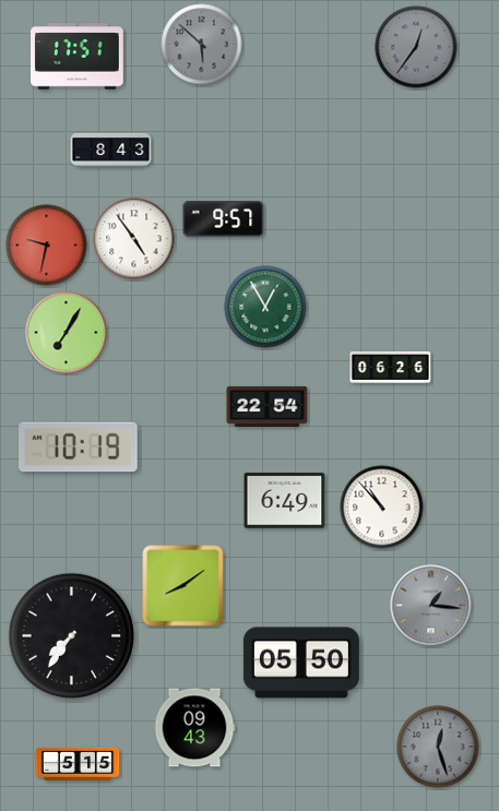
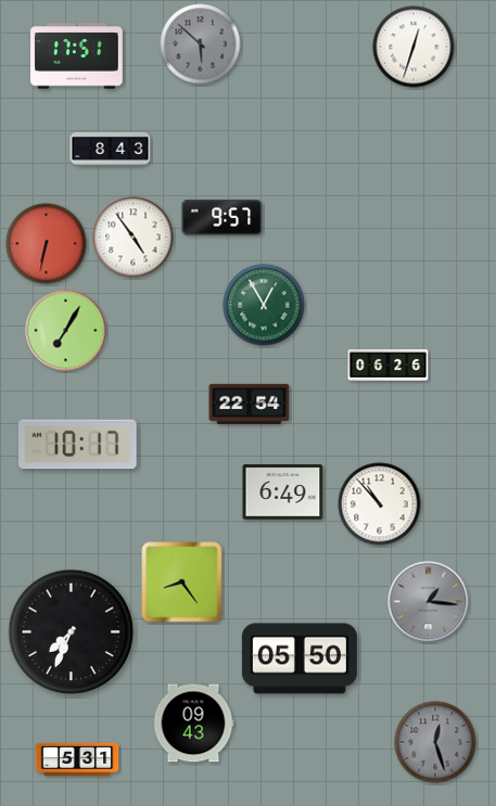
clock at (416, 47): 12:36 -> 12:33
clock at (416, 47) dial: grey -> white
clock at (47, 246): 9:32 -> 6:32
clock at (268, 406) position: (268, 406) -> (250, 404)
clock at (79, 448): 10:19 -> 10:17
clock at (285, 501) position: (285, 501) -> (283, 492)
clock at (183, 586): 8:09 -> 8:24
clock at (72, 636): 7:36 -> 7:34
clock at (78, 764): 5:15 -> 5:31
